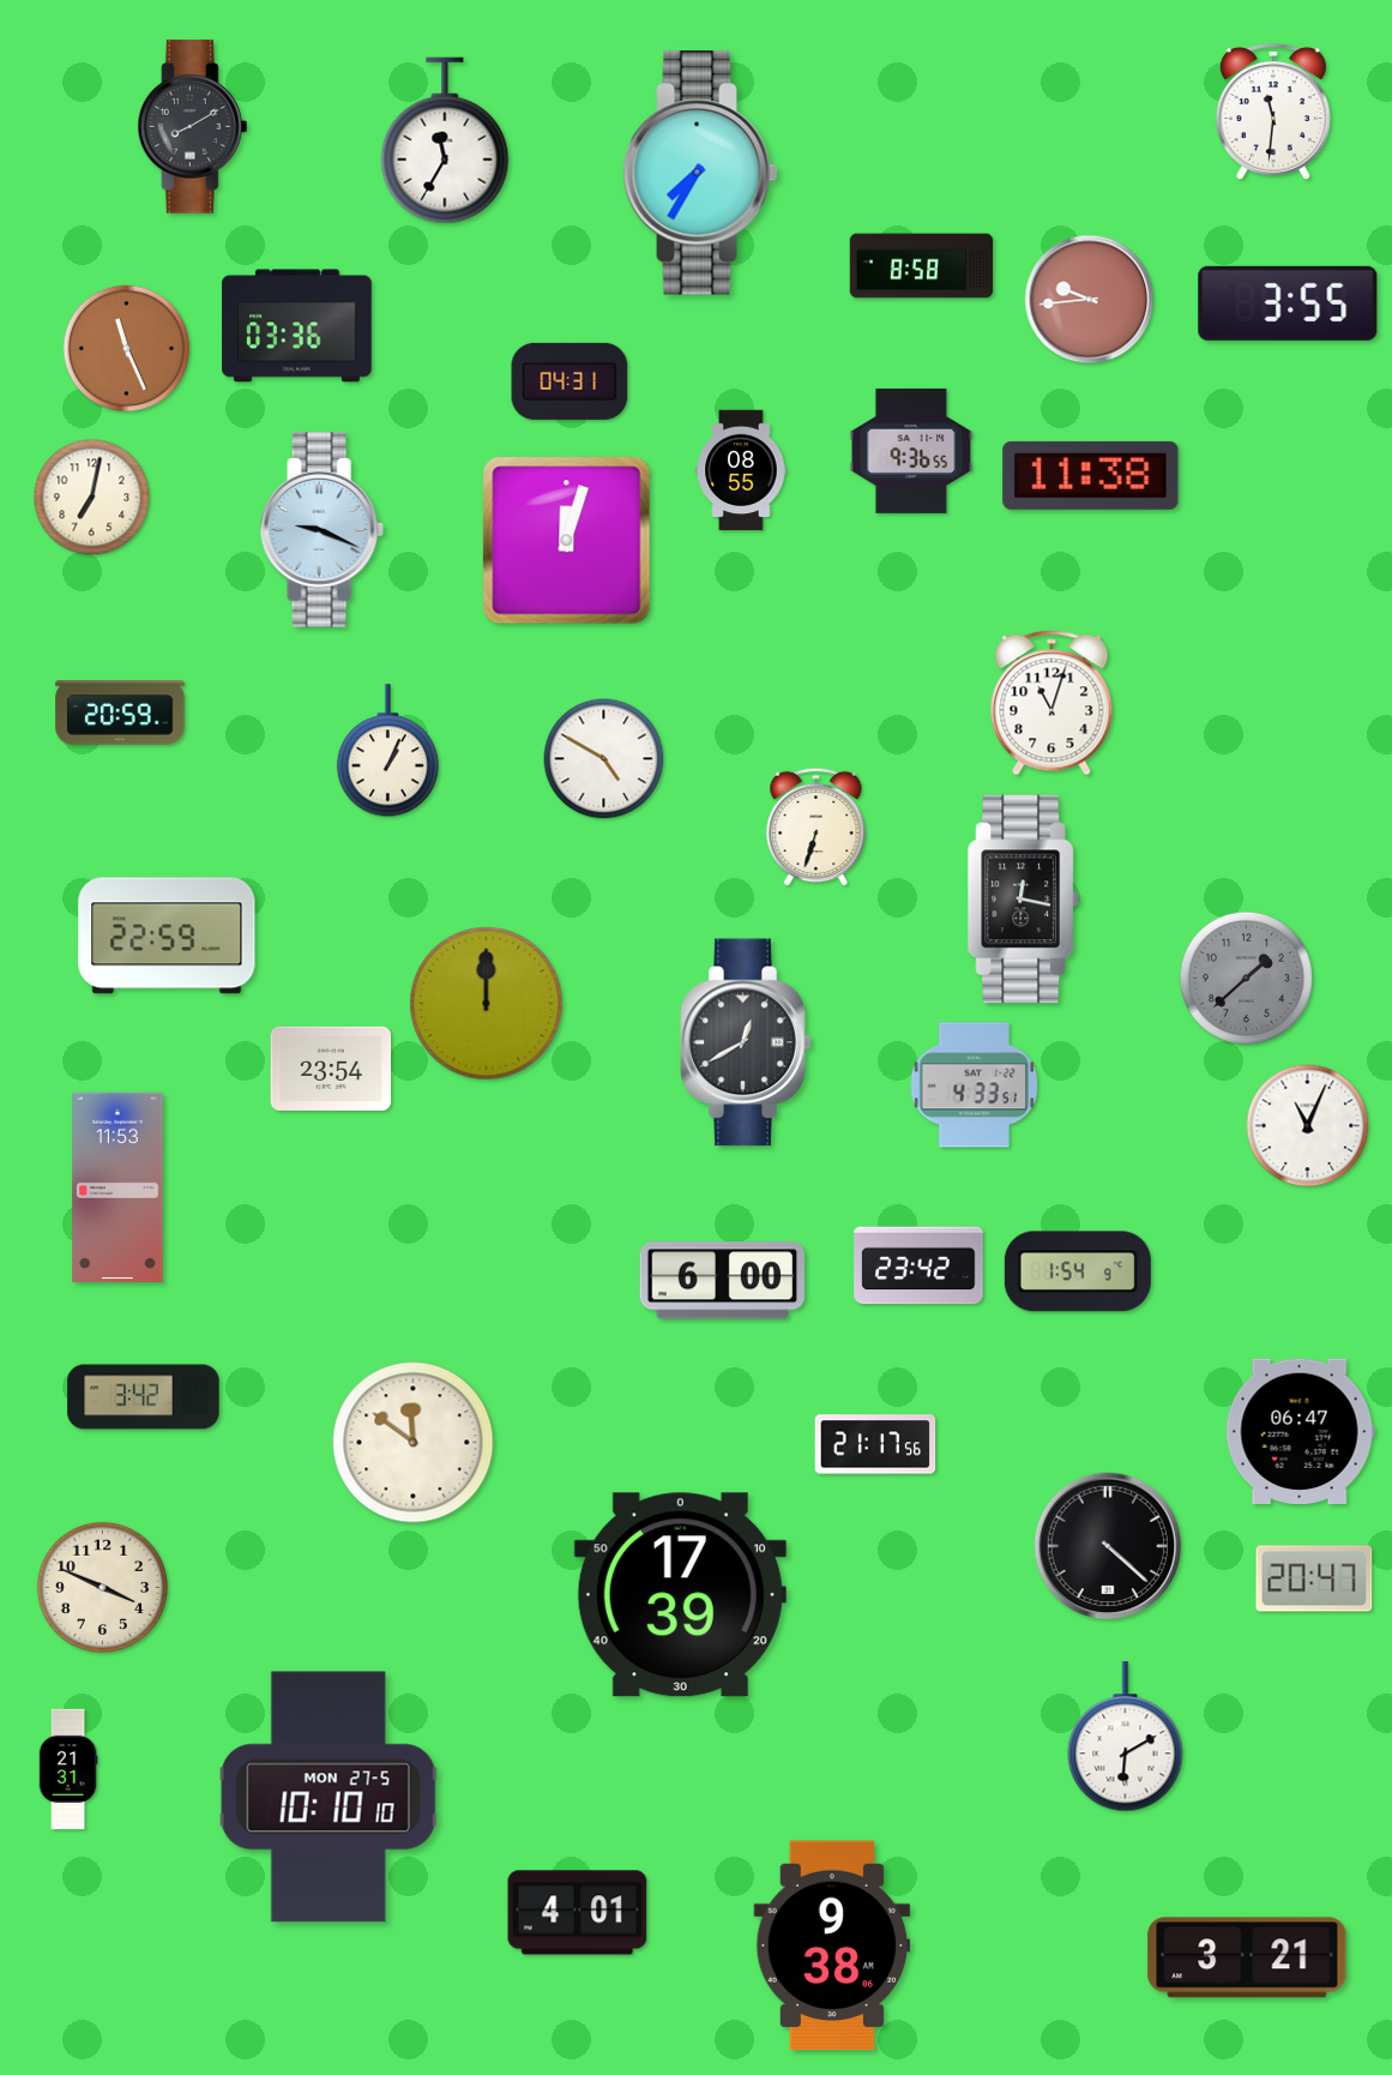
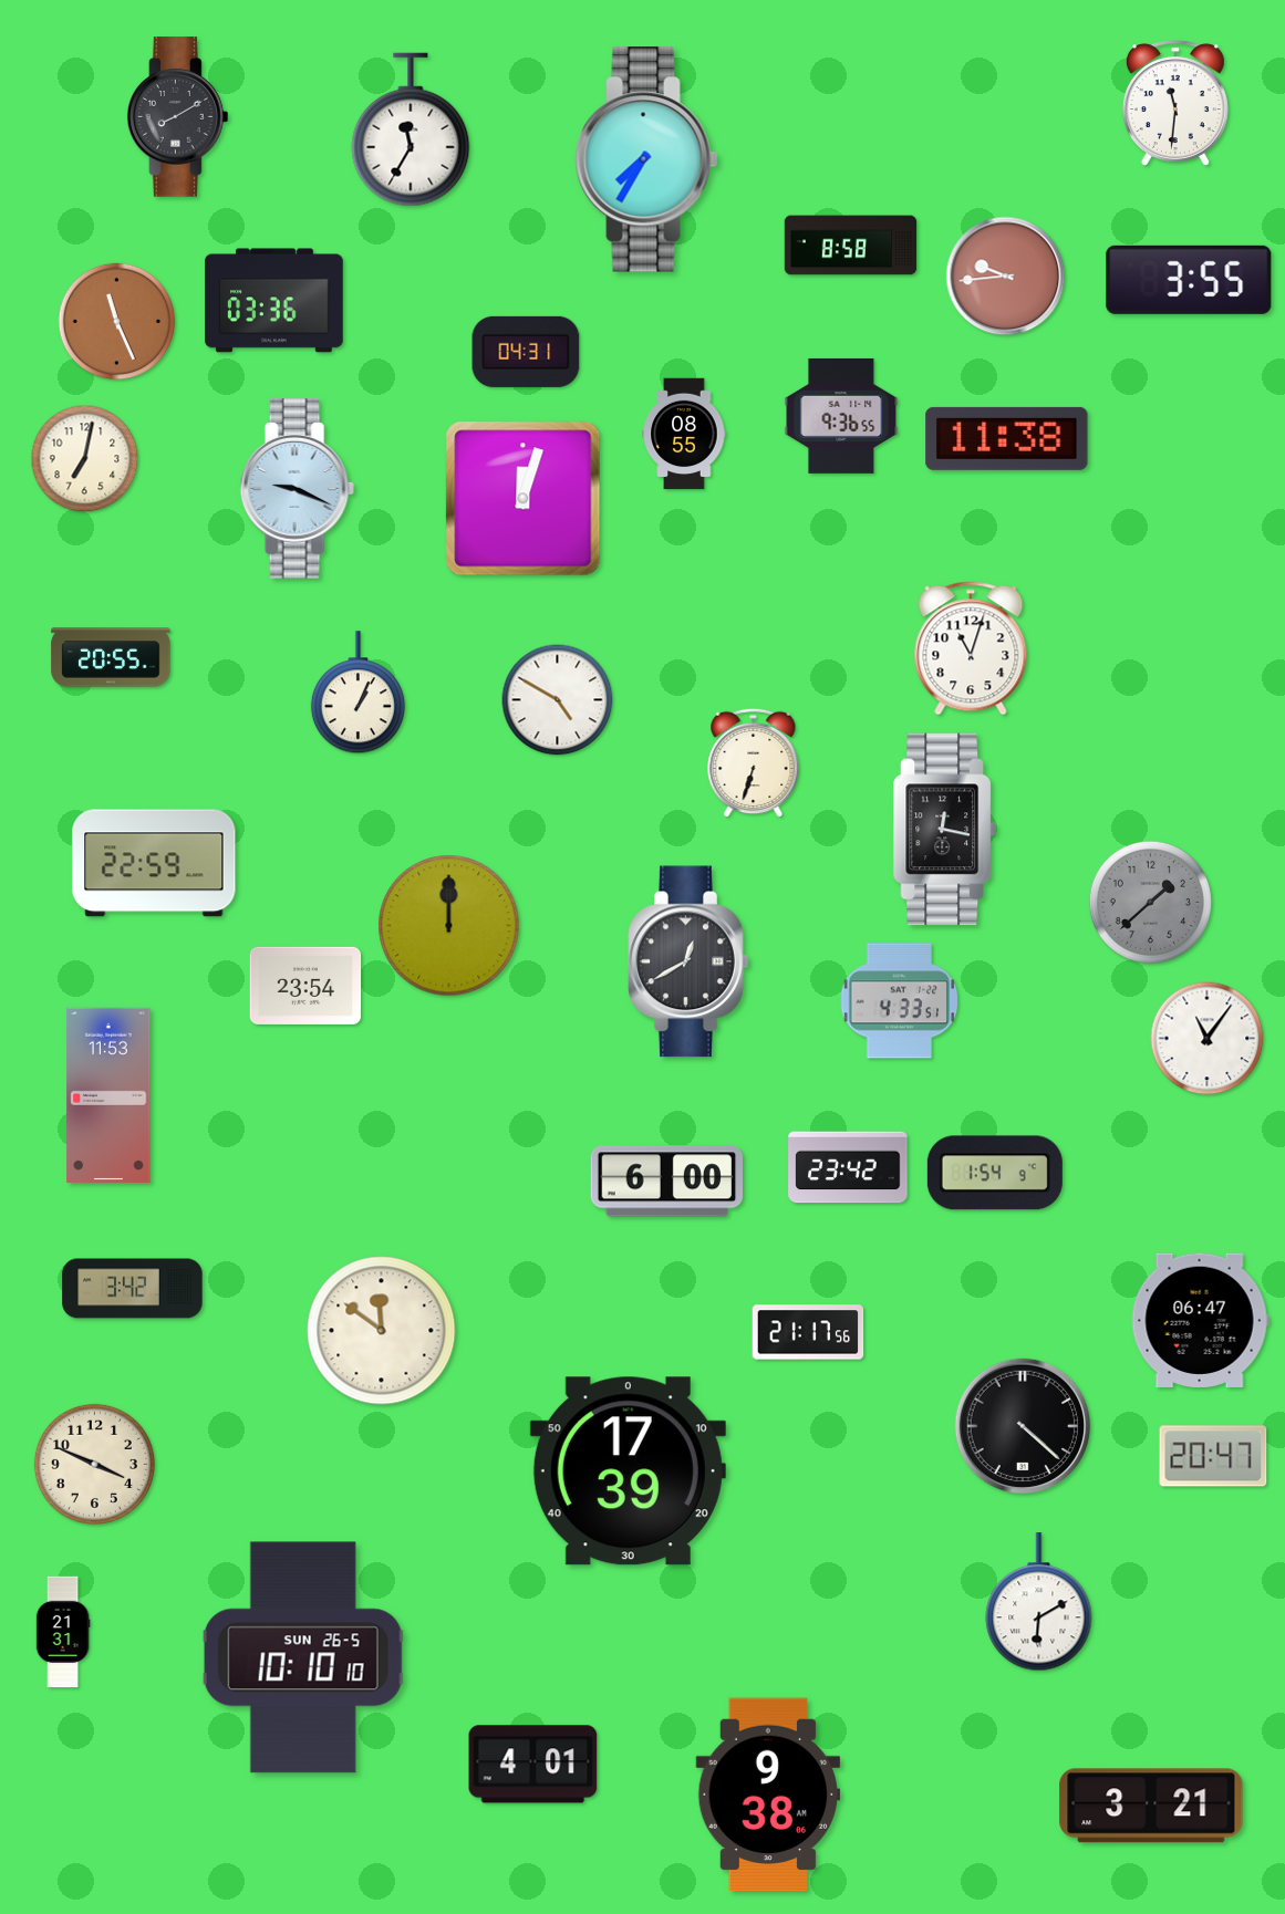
clock at (120, 712): 20:59 -> 20:55
clock at (1308, 1126): 11:04 -> 11:06
clock at (329, 1797) date: MON 27-5 -> SUN 26-5
